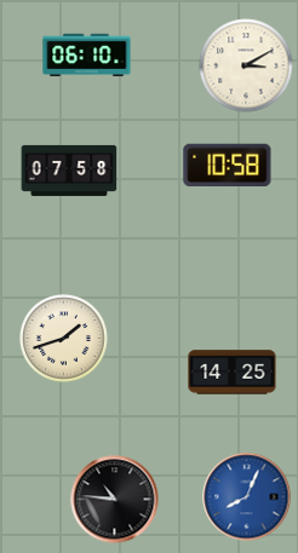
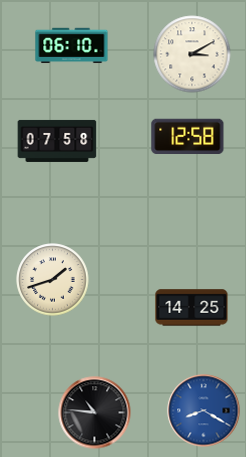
clock at (246, 65) position: (246, 65) -> (192, 54)
clock at (228, 166): 10:58 -> 12:58
clock at (247, 497): 8:04 -> 8:20
